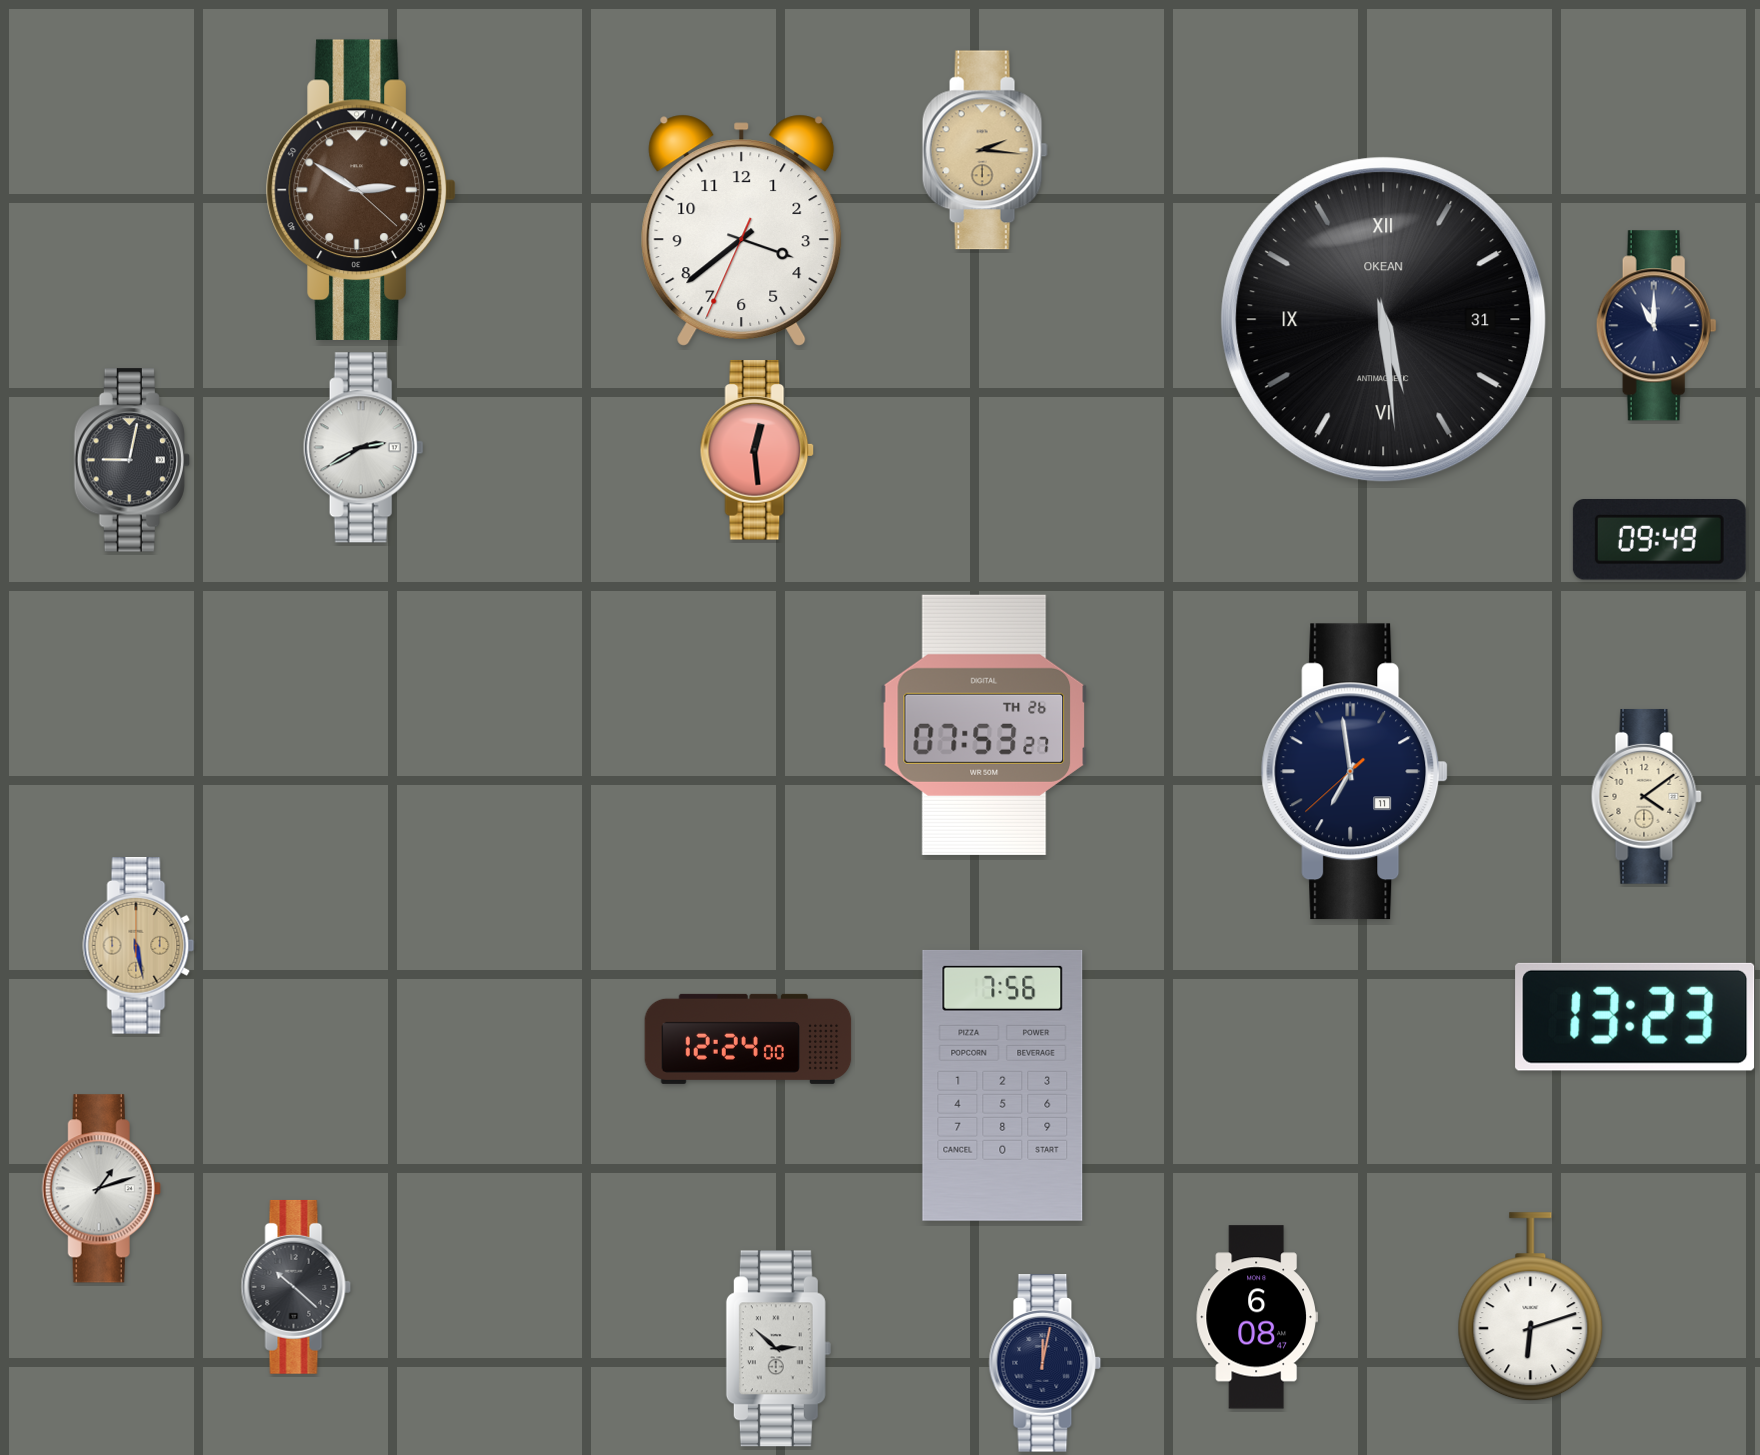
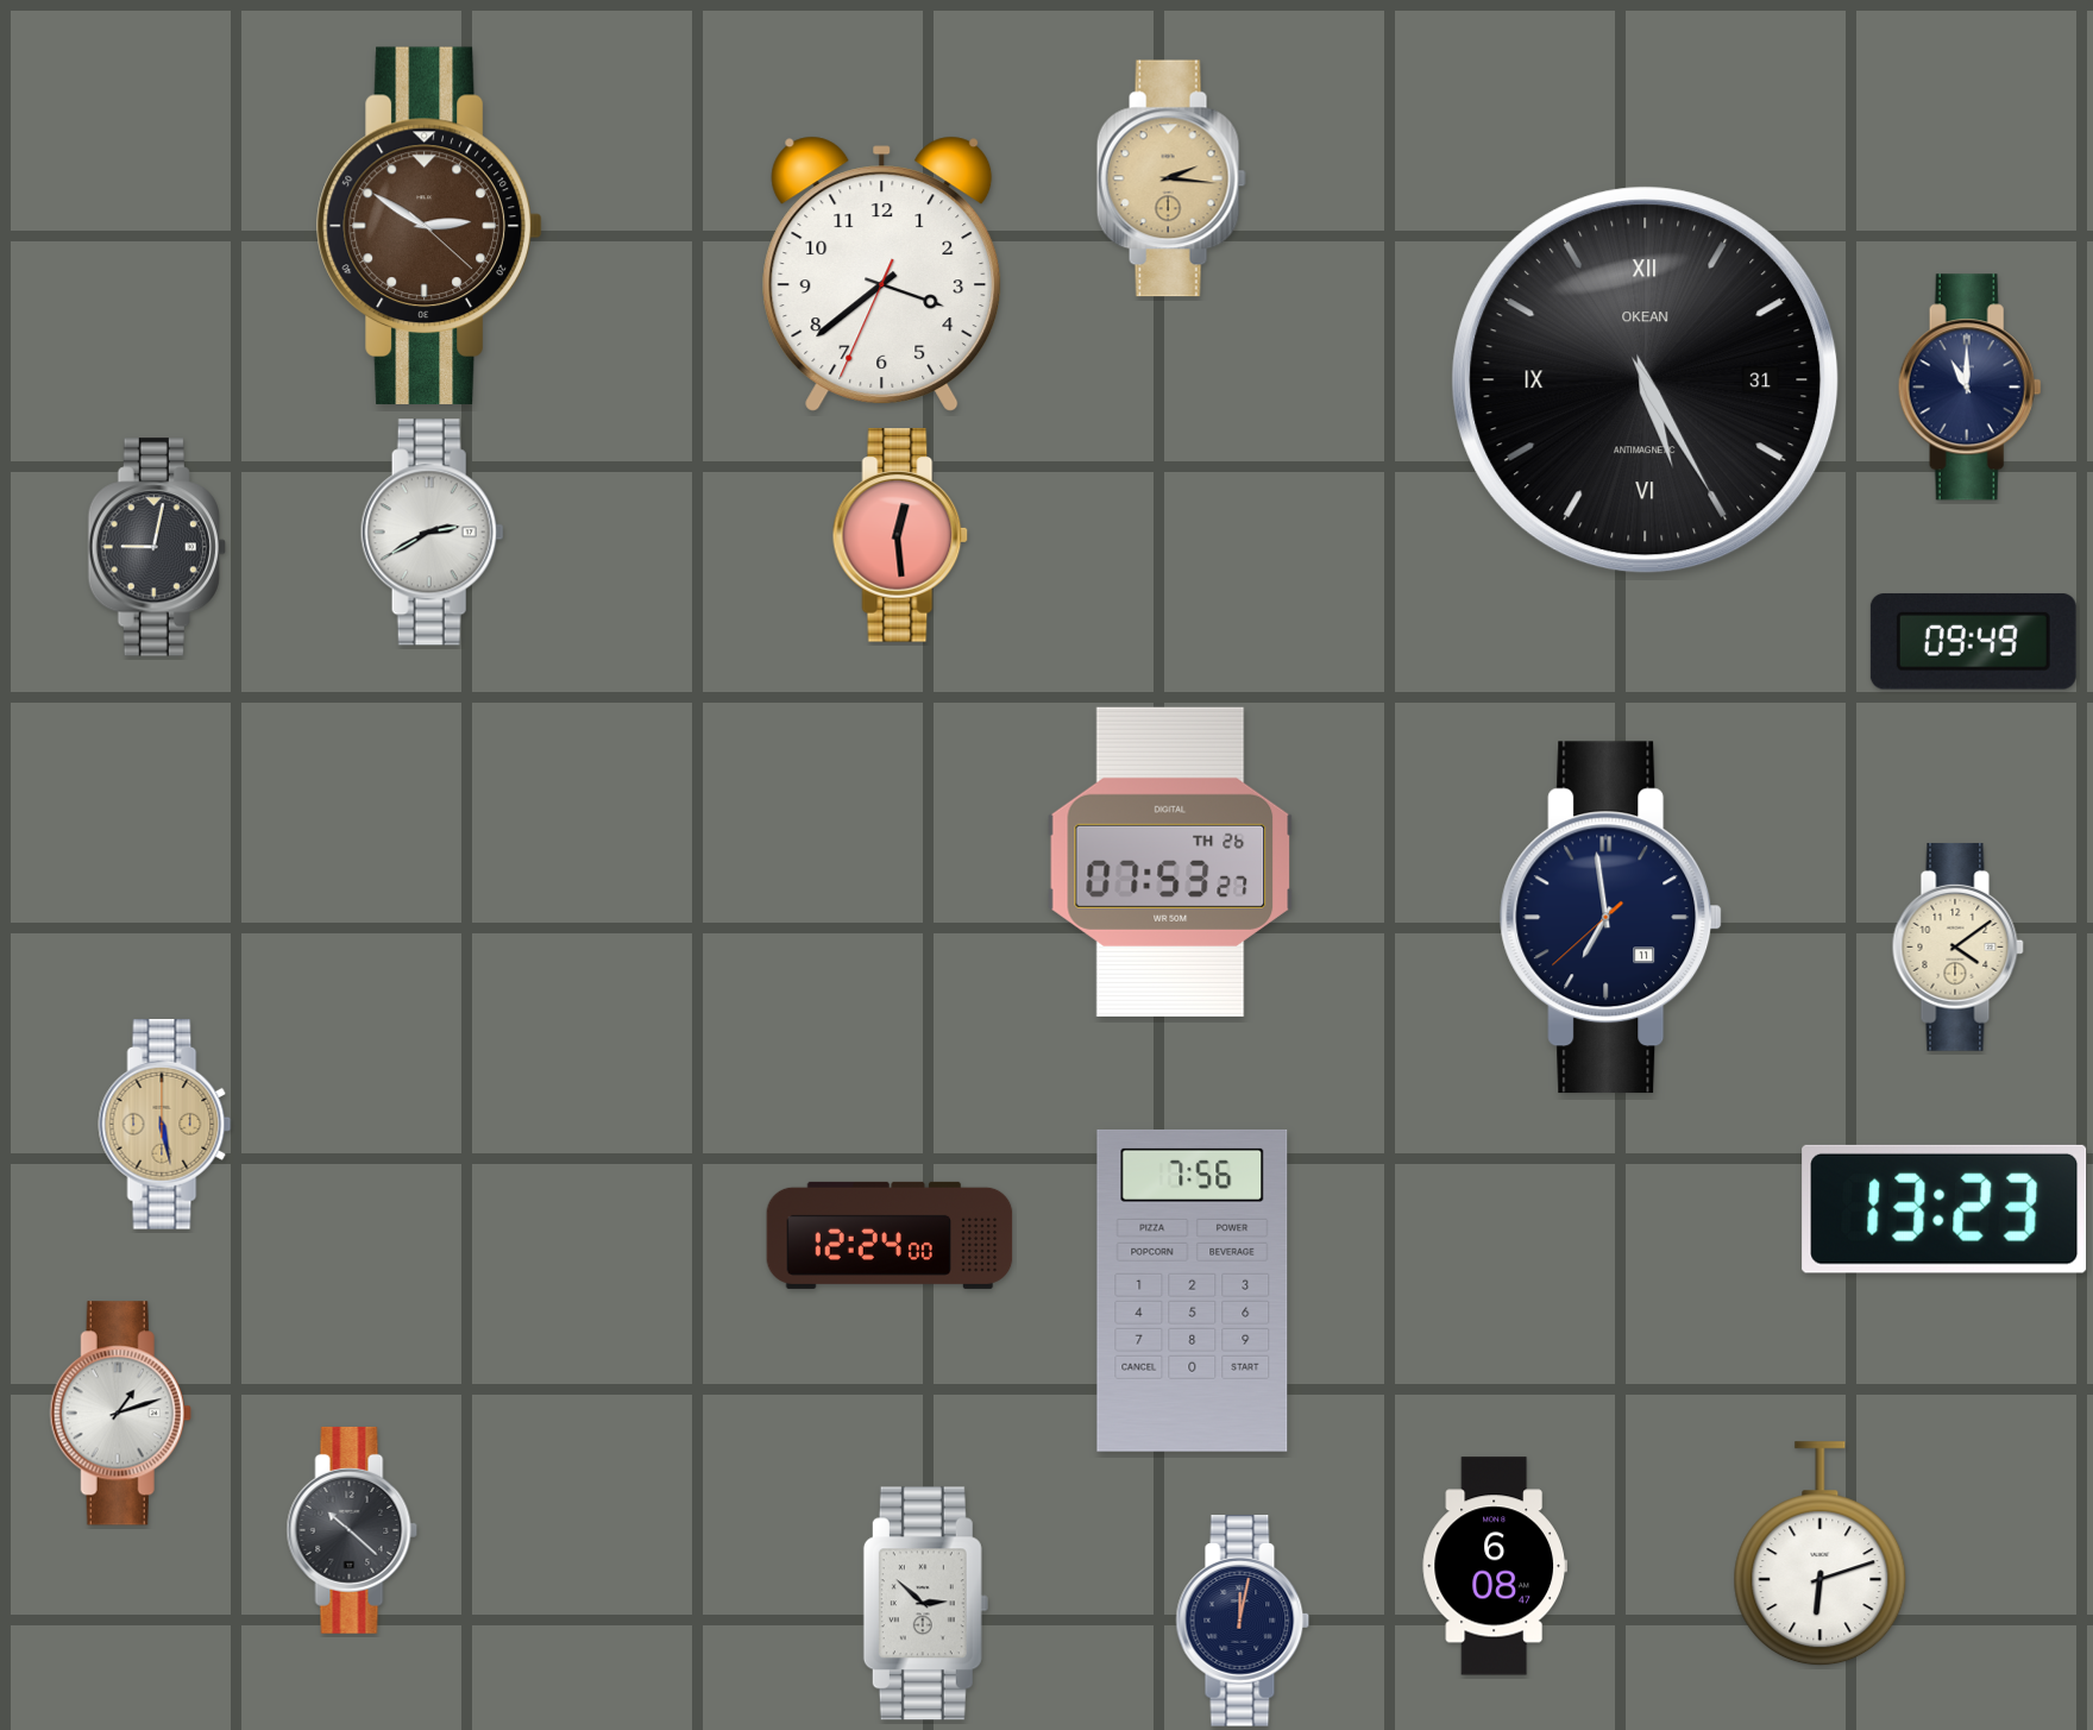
clock at (1384, 320): 5:29 -> 5:25
